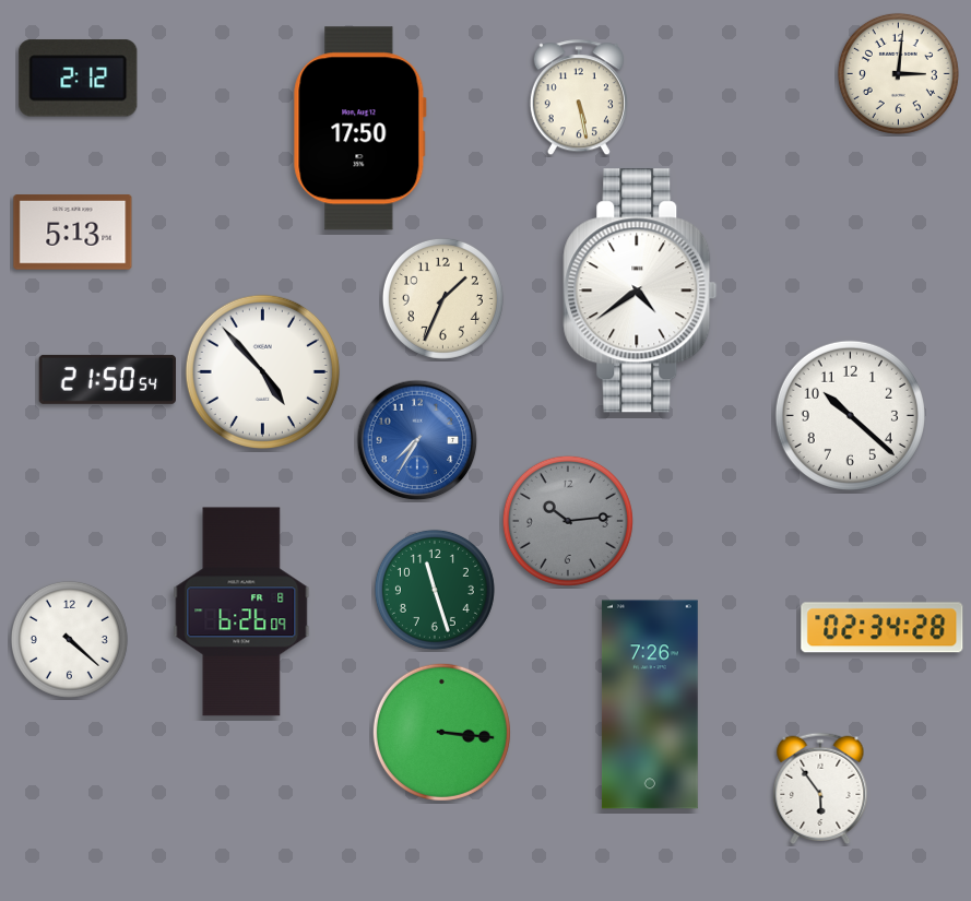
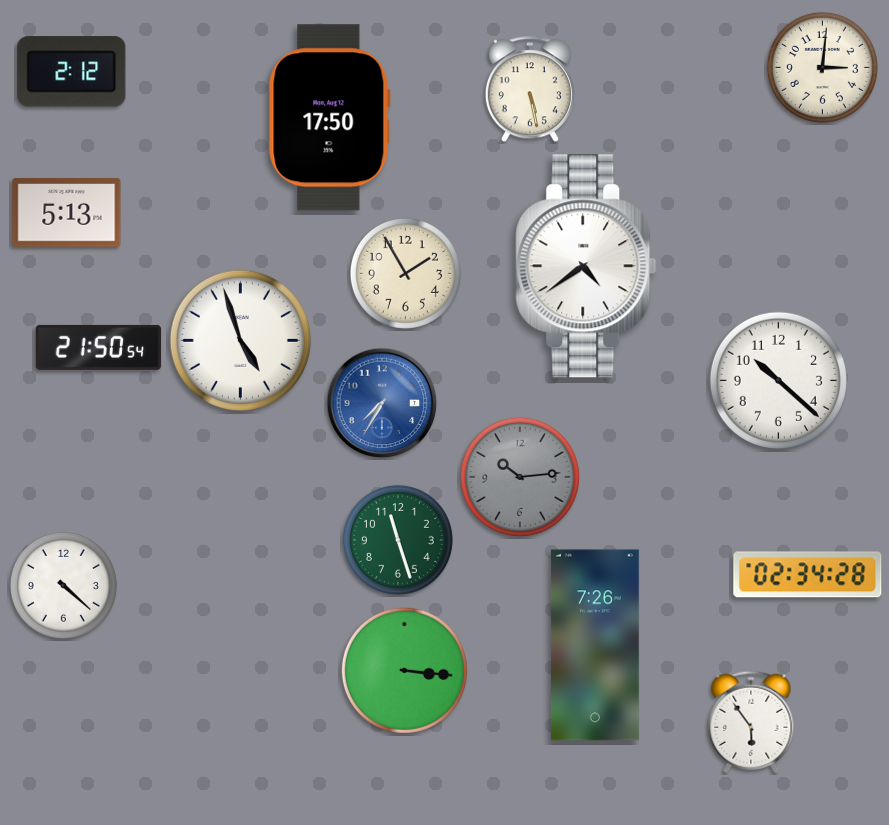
clock at (442, 298): 1:34 -> 1:55
clock at (262, 371): 4:53 -> 4:57
clock at (241, 612): 6:26 -> none
